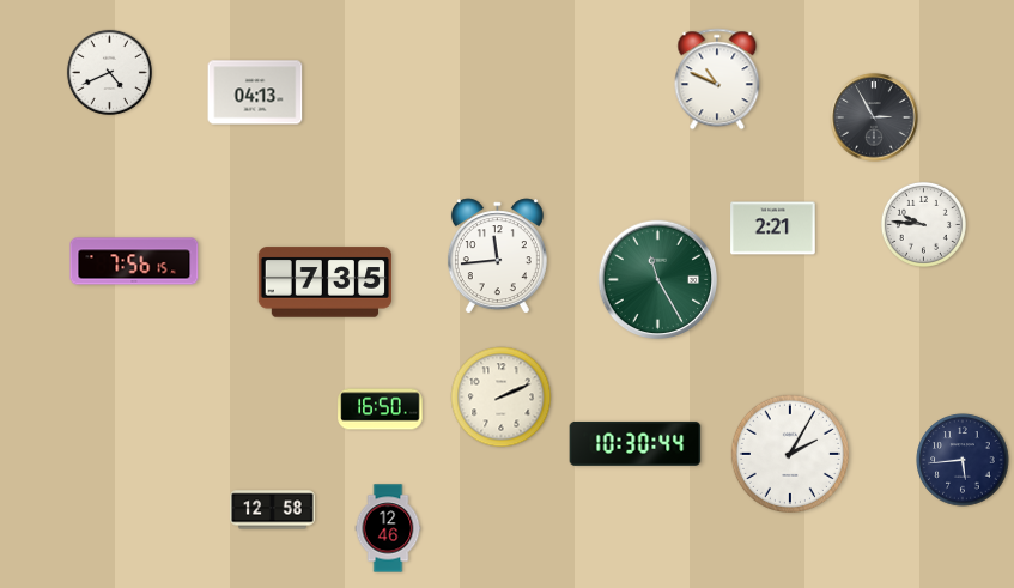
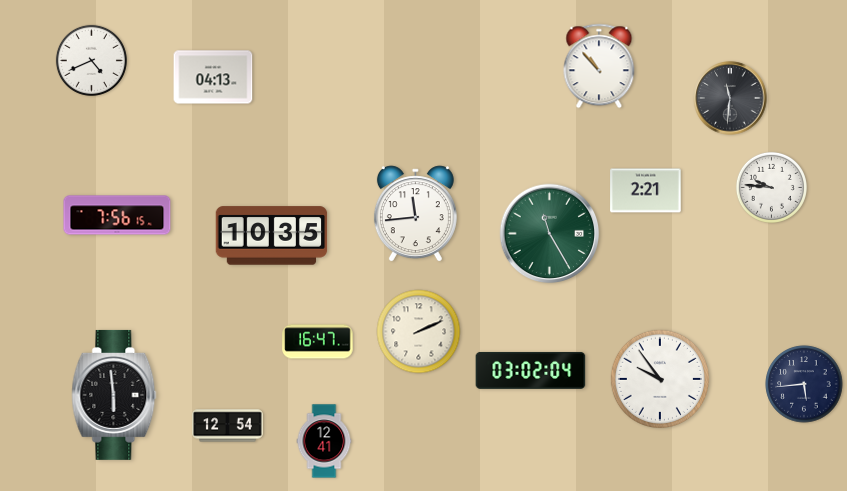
clock at (717, 79): 10:49 -> 10:53
clock at (874, 117): 2:55 -> 11:31
clock at (134, 261) position: (134, 261) -> (117, 215)
clock at (326, 283): 7:35 -> 10:35
clock at (381, 410): 16:50 -> 16:47
clock at (636, 443): 10:30 -> 03:02
clock at (790, 454): 2:05 -> 9:54
clock at (114, 395): none -> 5:59
clock at (273, 510): 12:58 -> 12:54
clock at (388, 528): 12:46 -> 12:41
